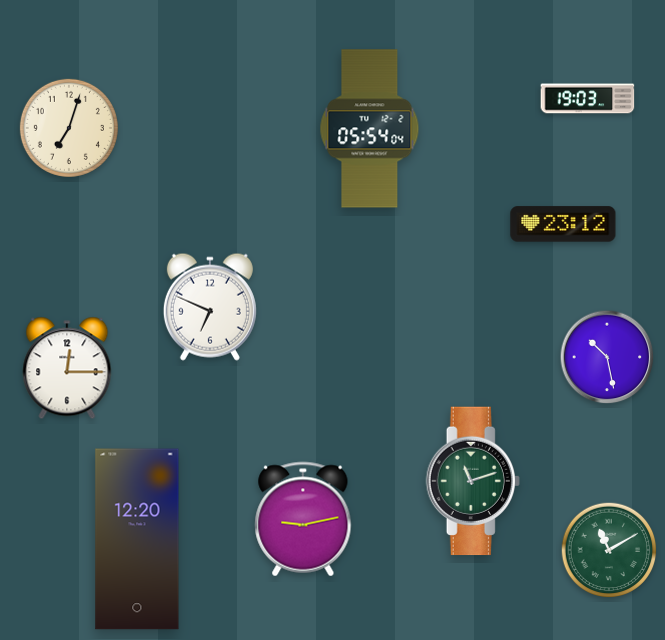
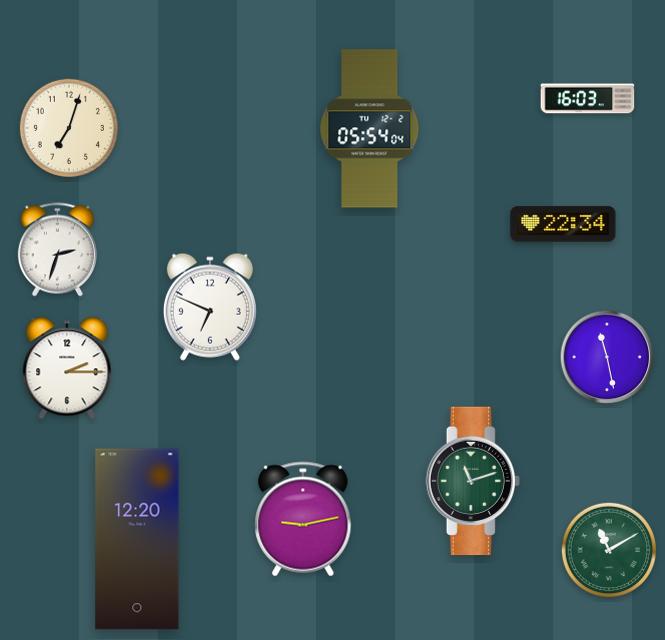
clock at (588, 99): 19:03 -> 16:03
clock at (563, 224): 23:12 -> 22:34
clock at (57, 250): none -> 2:33
clock at (607, 357): 10:28 -> 11:28
clock at (67, 368): 12:15 -> 2:15
